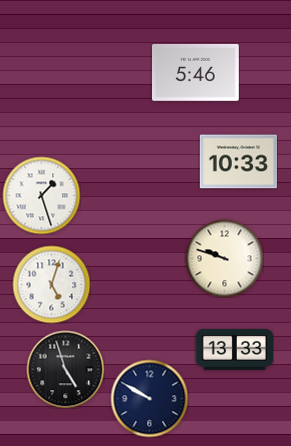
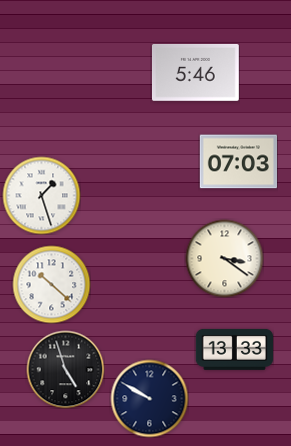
clock at (238, 162): 10:33 -> 07:03
clock at (224, 258): 9:48 -> 3:21
clock at (51, 284): 5:03 -> 10:22
